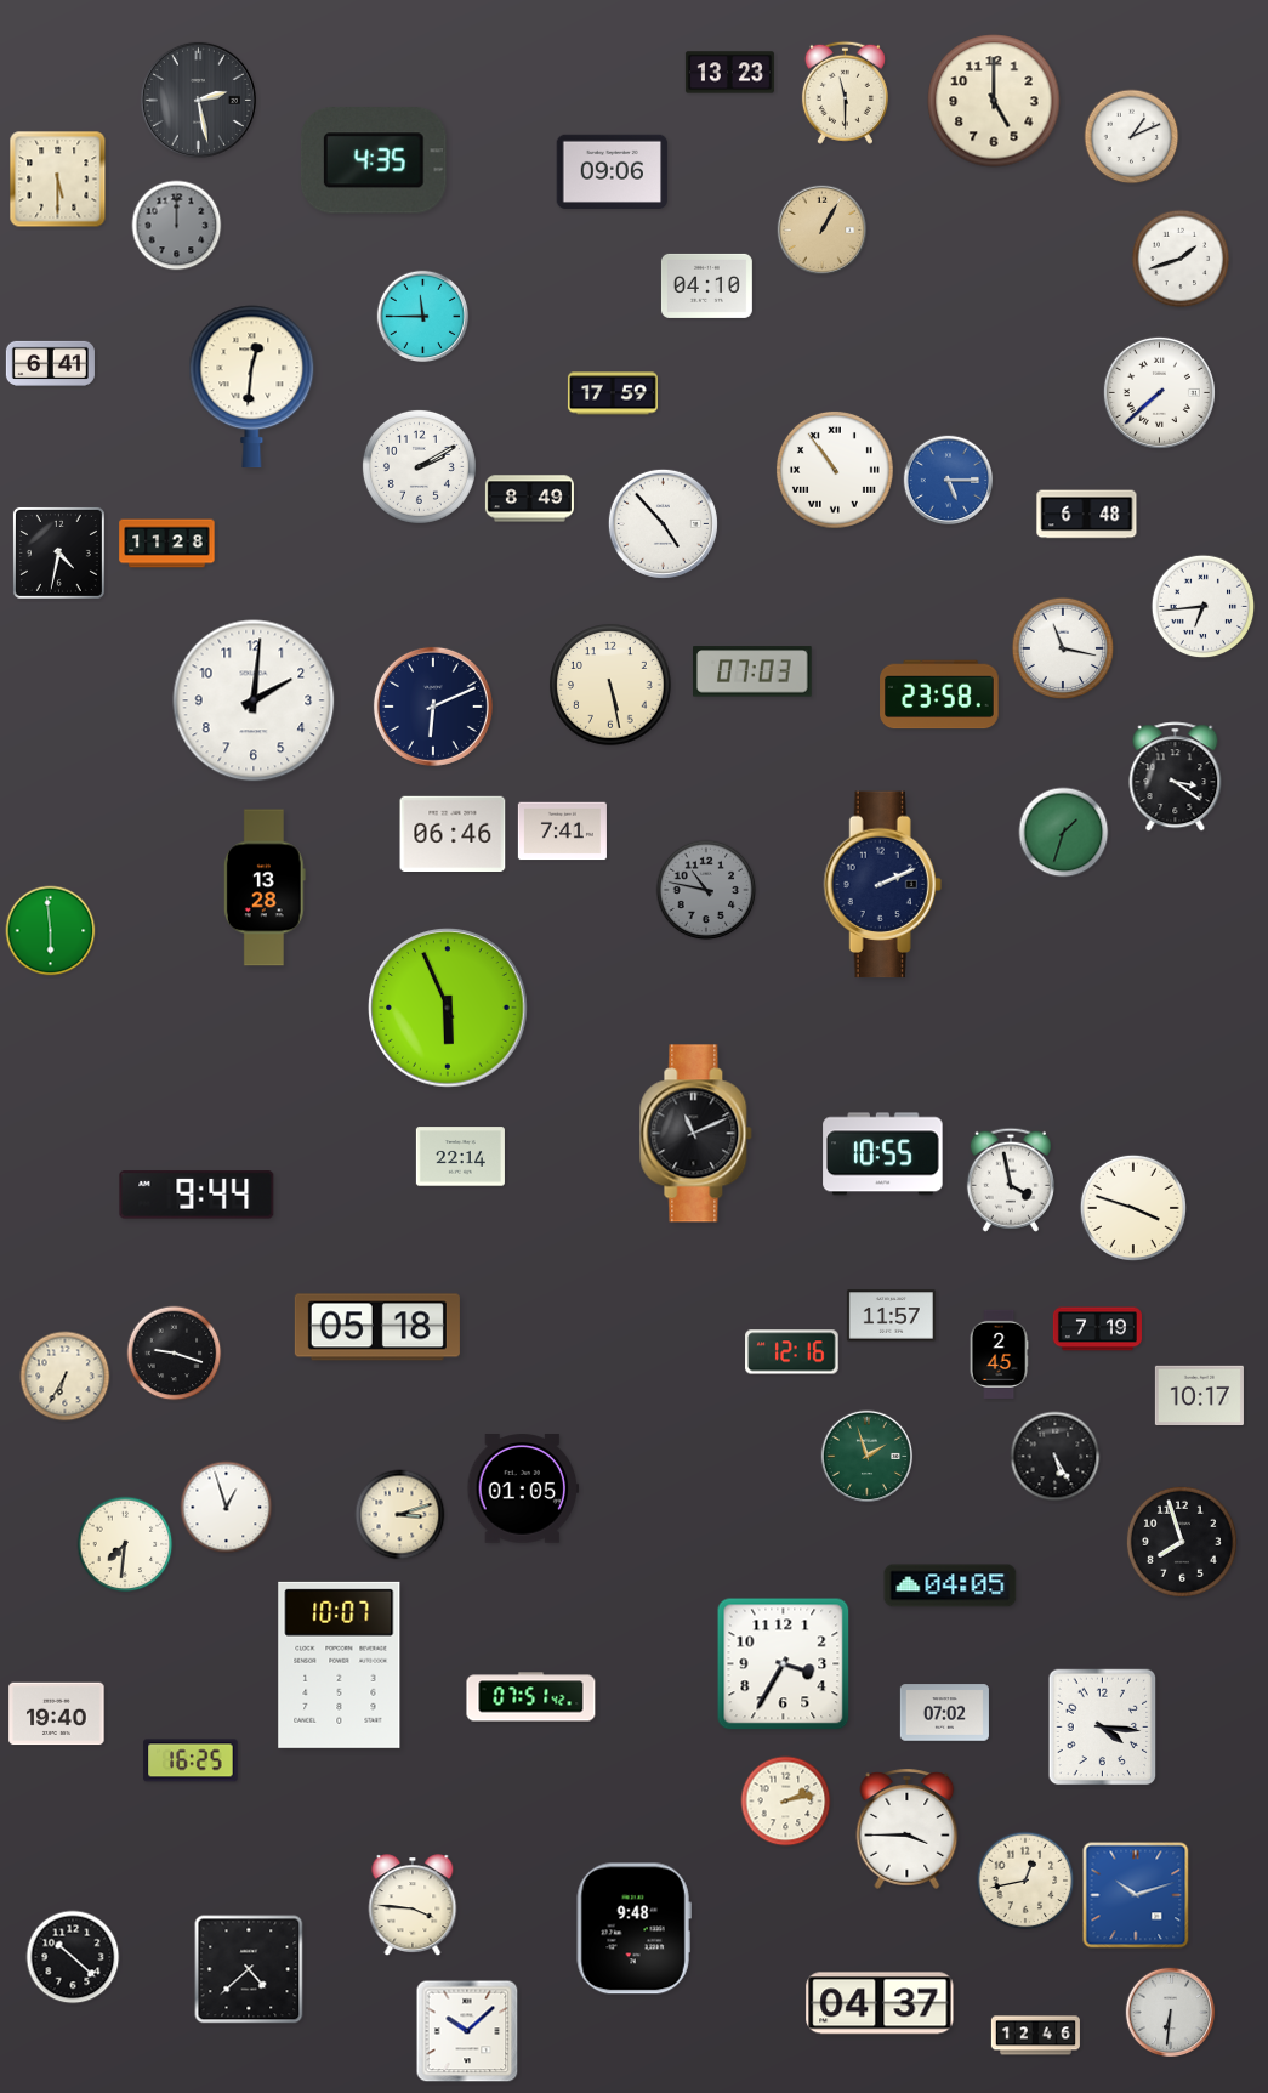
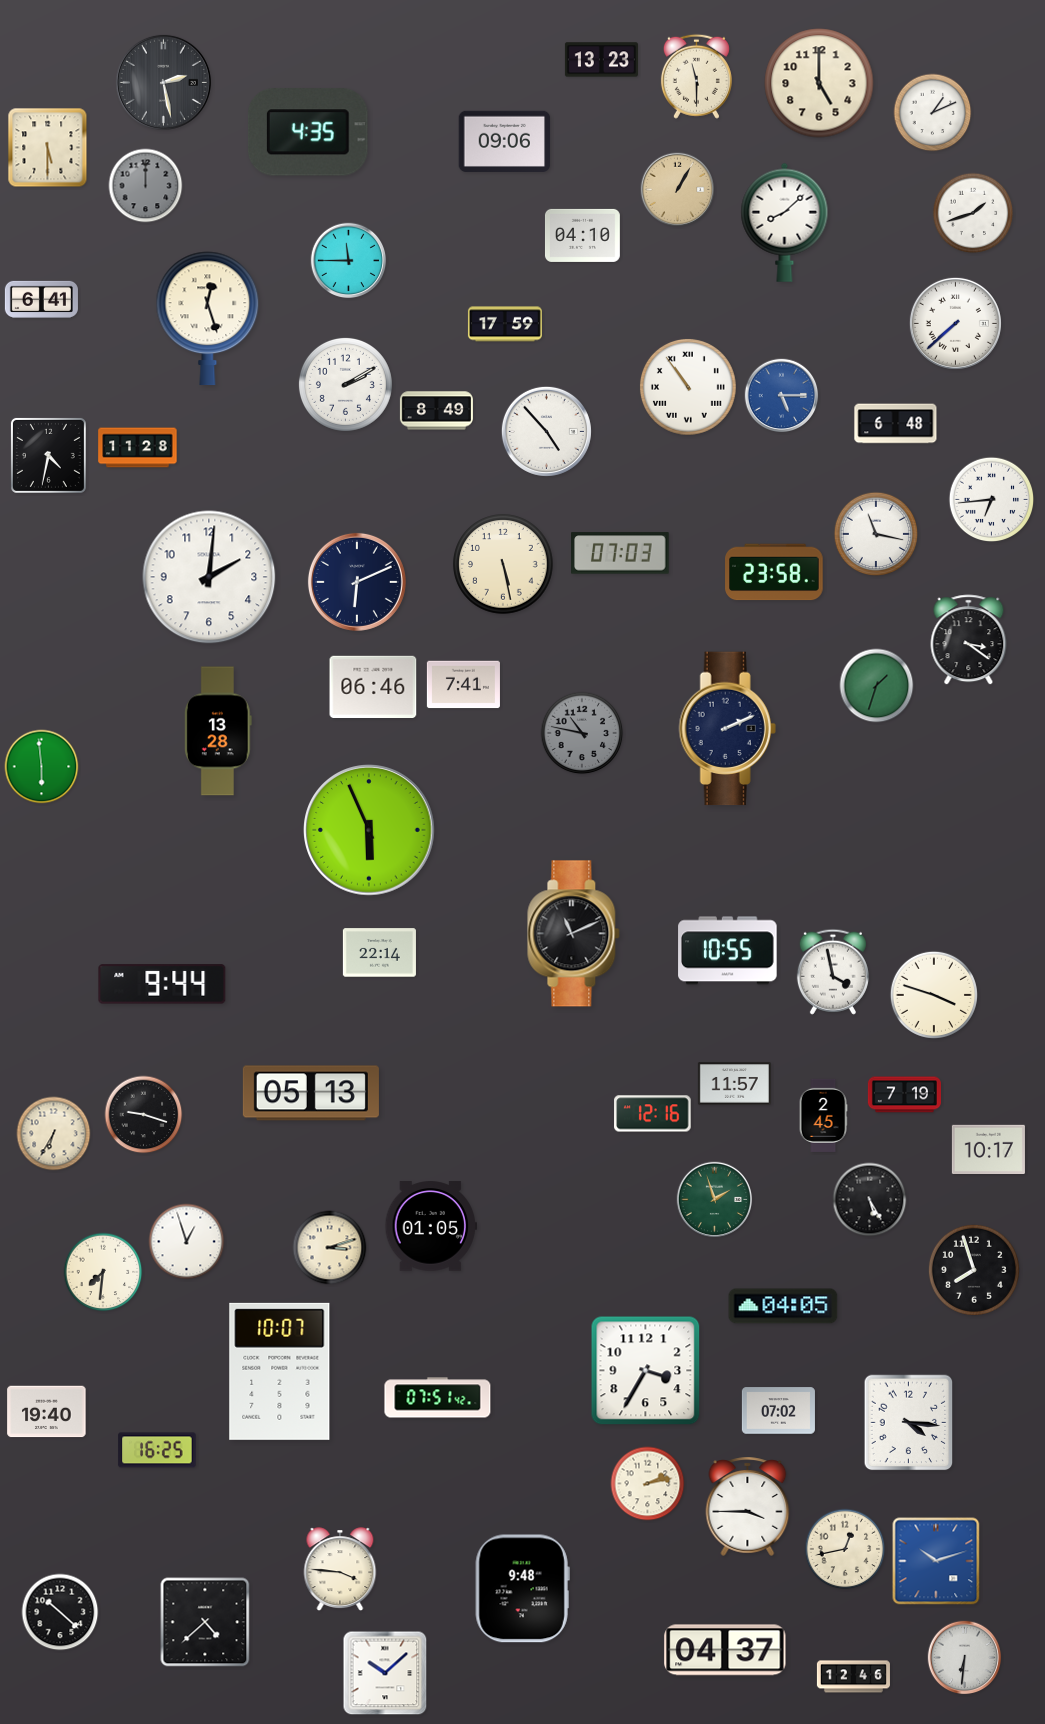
clock at (785, 222): none -> 8:08
clock at (252, 386): 12:31 -> 12:27
clock at (377, 1327): 05:18 -> 05:13
